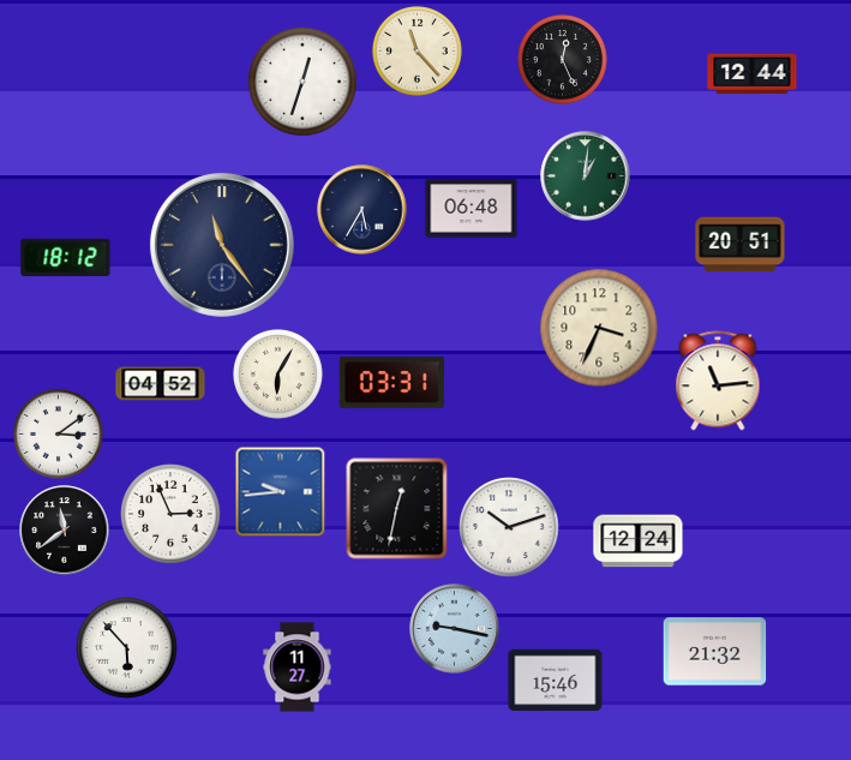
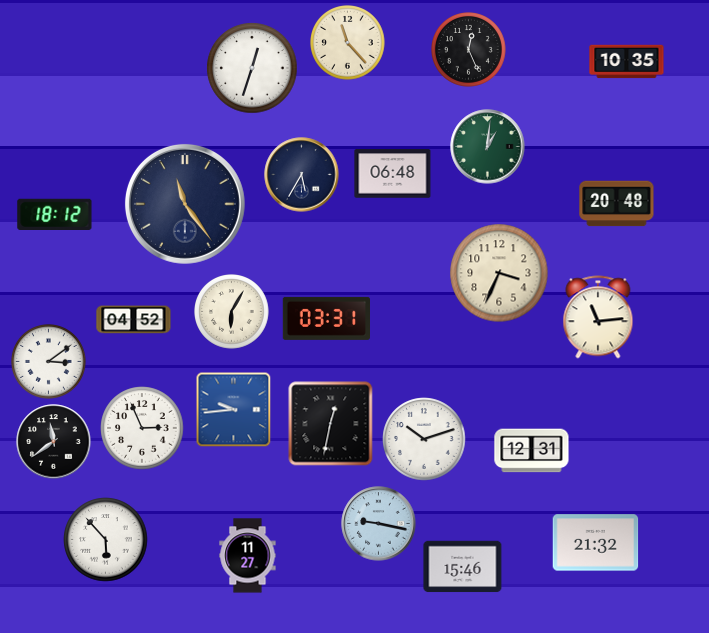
clock at (753, 74): 12:44 -> 10:35
clock at (741, 245): 20:51 -> 20:48
clock at (639, 541): 12:24 -> 12:31
